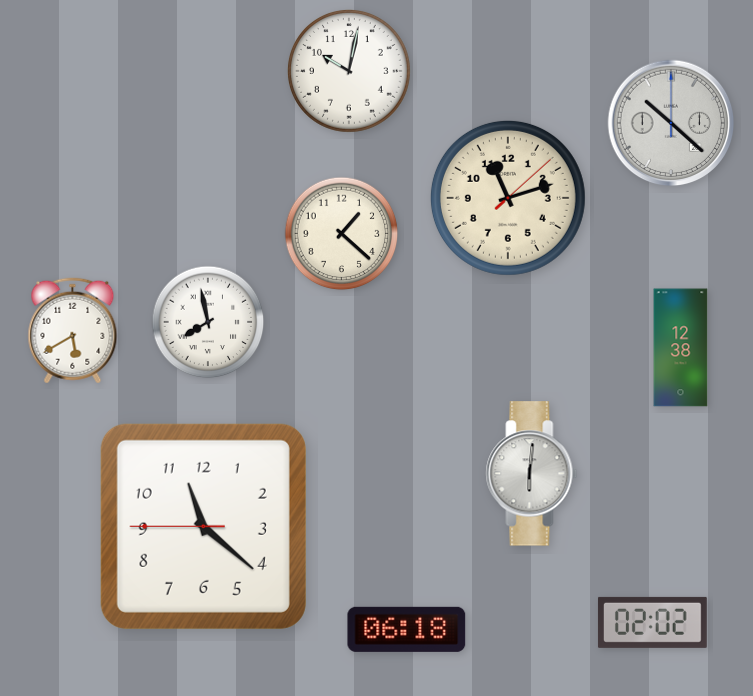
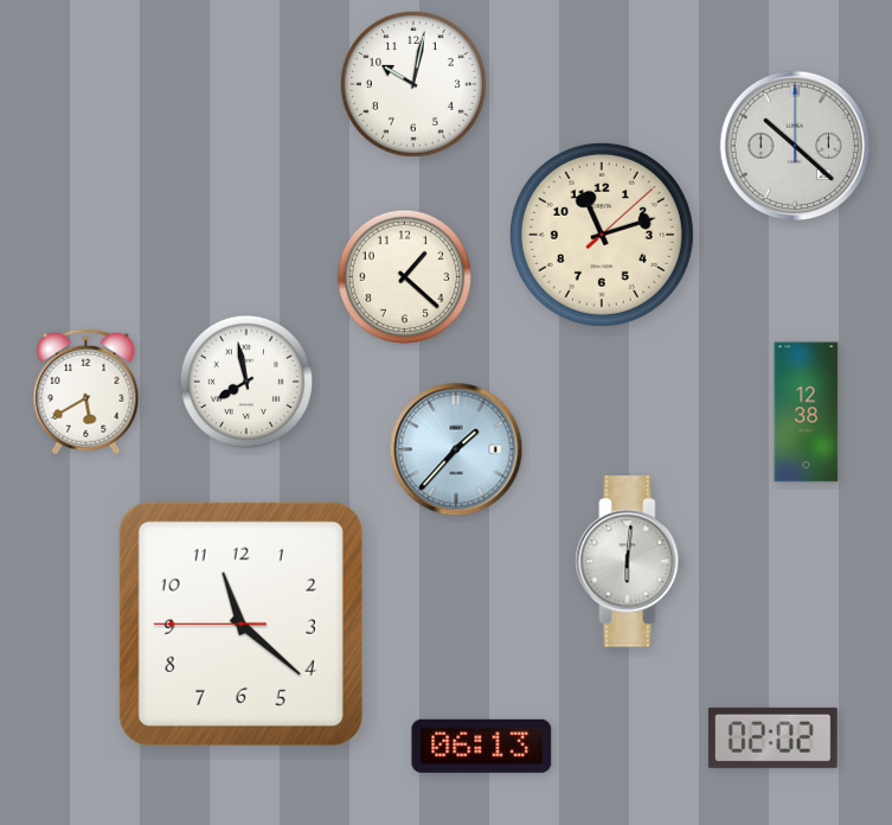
clock at (456, 449): none -> 1:37
clock at (407, 629): 06:18 -> 06:13
